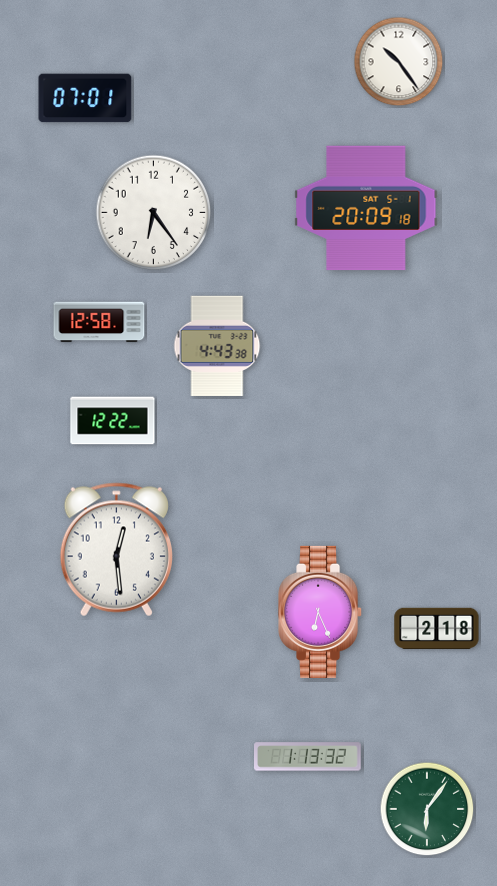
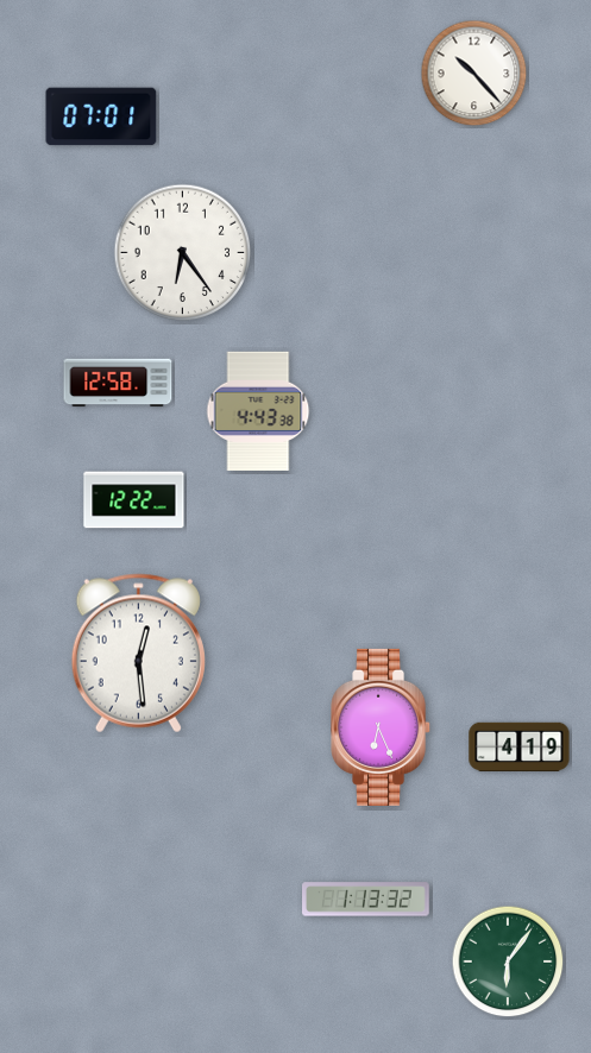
clock at (399, 62): 10:24 -> 10:23
clock at (366, 208): 20:09 -> none
clock at (437, 628): 2:18 -> 4:19
